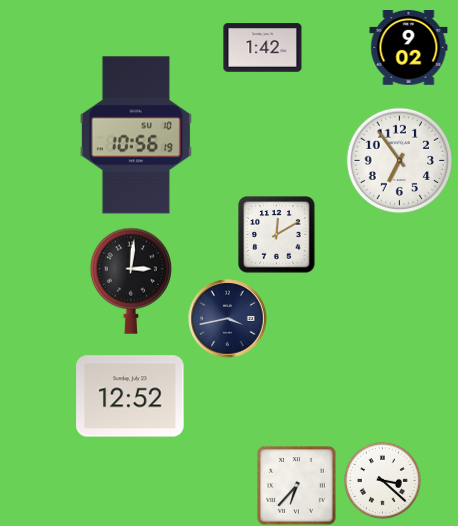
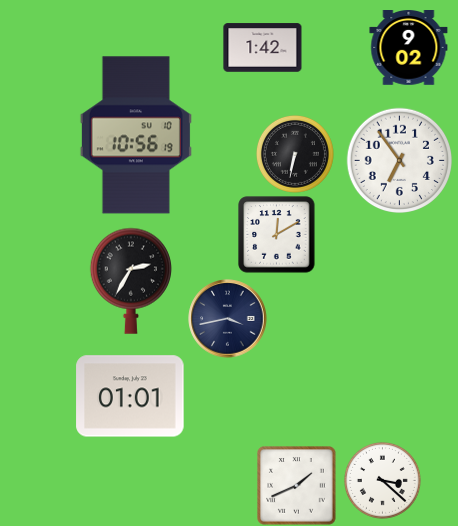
clock at (295, 154): none -> 6:32
clock at (130, 281): 3:01 -> 2:35
clock at (130, 396): 12:52 -> 01:01
clock at (297, 486): 6:37 -> 1:41
